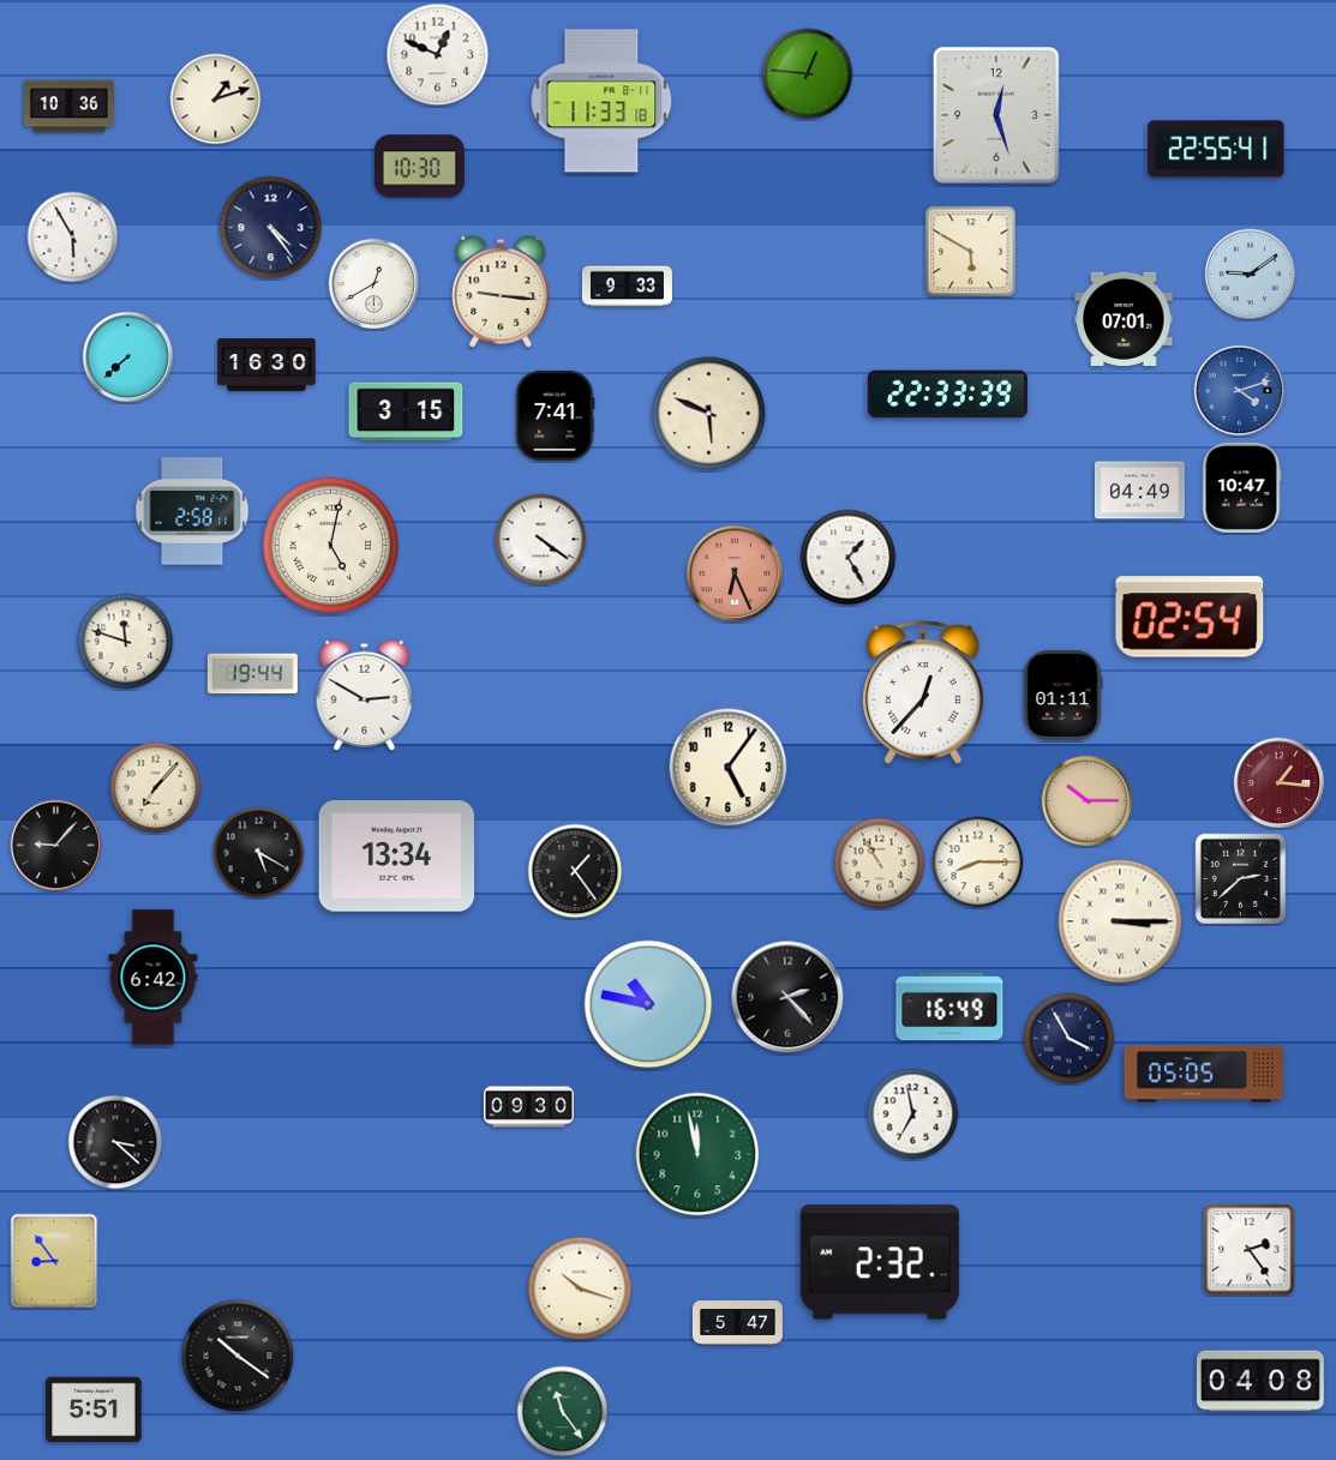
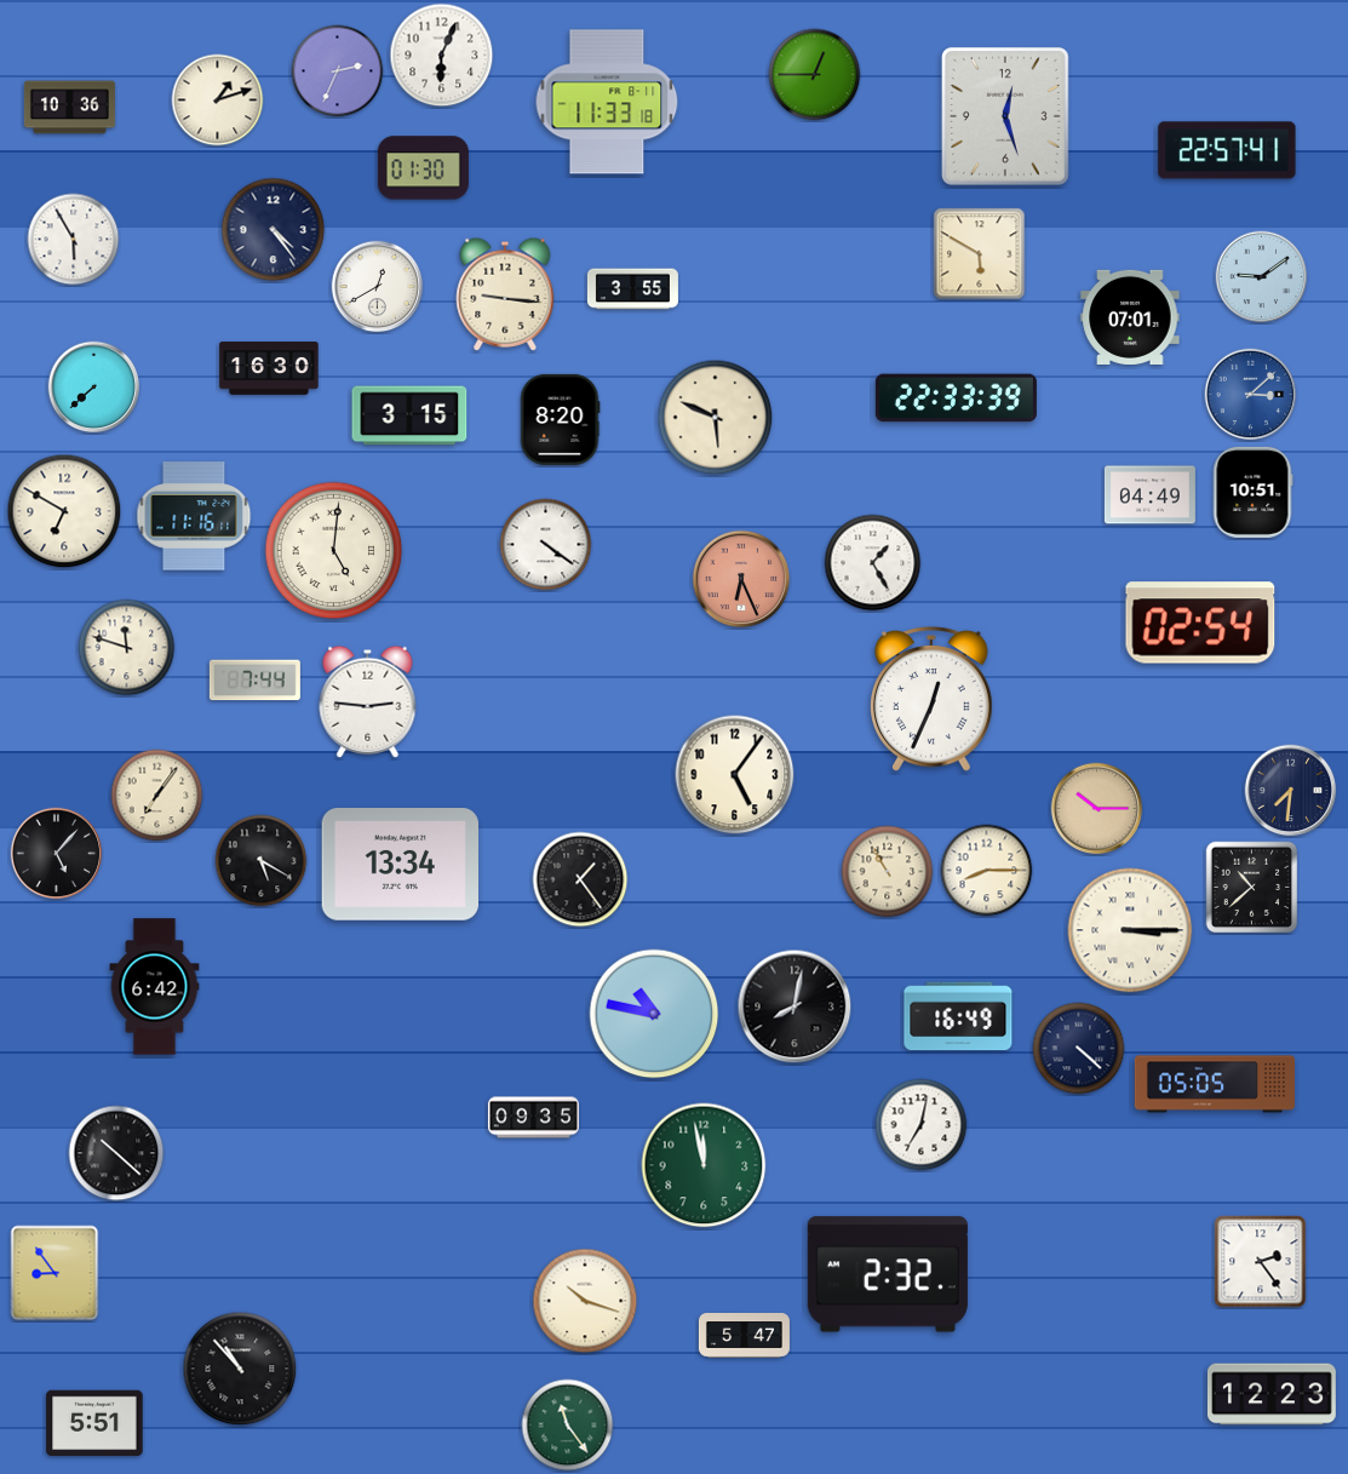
clock at (438, 55): 12:49 -> 6:04
clock at (338, 71): none -> 2:34
clock at (808, 74): 12:46 -> 12:45
clock at (1216, 149): 22:55 -> 22:57
clock at (419, 167): 10:30 -> 01:30
clock at (627, 287): 9:33 -> 3:55
clock at (1124, 319) position: (1124, 319) -> (1130, 317)
clock at (128, 358) position: (128, 358) -> (94, 388)
clock at (1240, 391): 4:12 -> 3:08
clock at (555, 415): 7:41 -> 8:20
clock at (1241, 487): 10:47 -> 10:51
clock at (64, 511): none -> 6:50
clock at (192, 511): 2:58 -> 11:16
clock at (331, 546): 5:02 -> 5:01
clock at (849, 558) position: (849, 558) -> (873, 563)
clock at (252, 674): 19:44 -> 7:44
clock at (924, 692): 12:37 -> 12:34
clock at (365, 695): 2:50 -> 2:46
clock at (1062, 695): 01:11 -> none
clock at (1280, 783): 1:16 -> 7:31
clock at (1280, 783) dial: burgundy -> navy
clock at (156, 788): 7:07 -> 7:06
clock at (56, 846): 9:07 -> 5:07
clock at (1241, 879): 2:38 -> 10:38
clock at (787, 997): 2:23 -> 8:02
clock at (1070, 1039): 3:55 -> 4:22
clock at (528, 1107): 09:30 -> 09:35
clock at (913, 1114): 6:58 -> 7:02
clock at (115, 1142): 3:22 -> 10:22
clock at (238, 1356): 10:21 -> 10:53
clock at (1260, 1381): 04:08 -> 12:23
